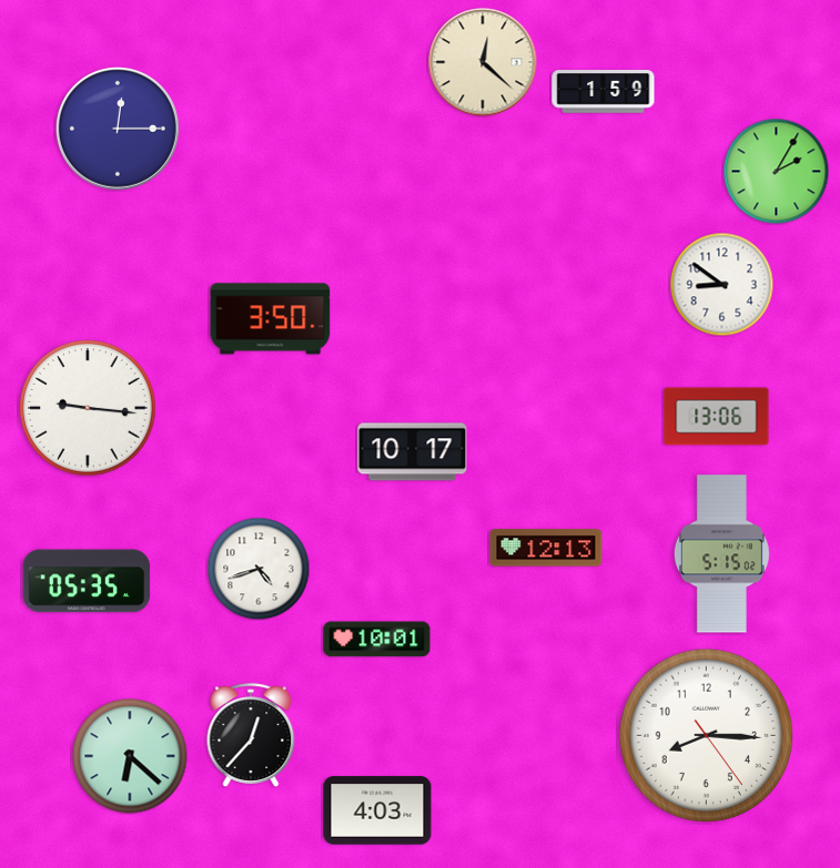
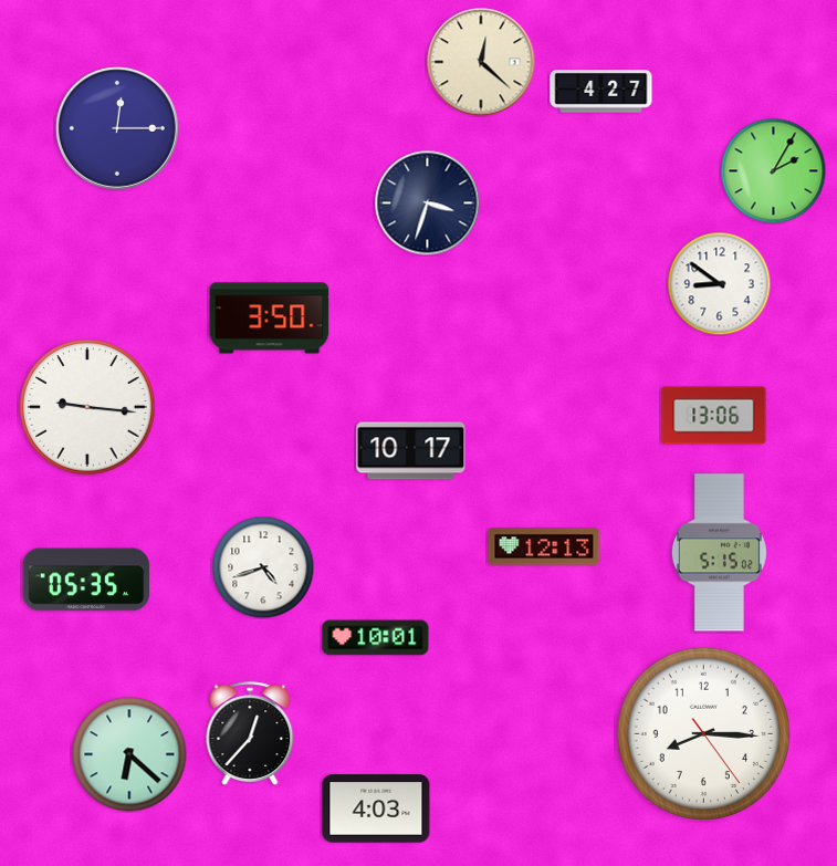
clock at (604, 92): 1:59 -> 4:27
clock at (427, 202): none -> 3:33
clock at (259, 569) position: (259, 569) -> (263, 567)
